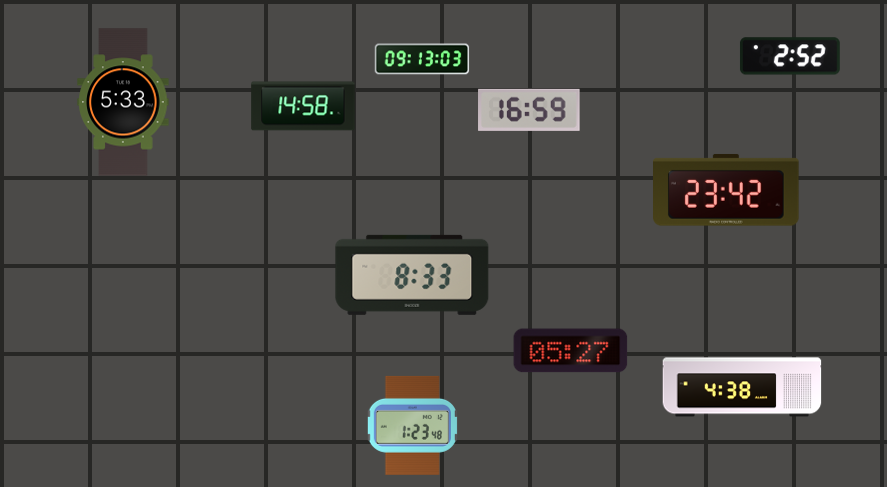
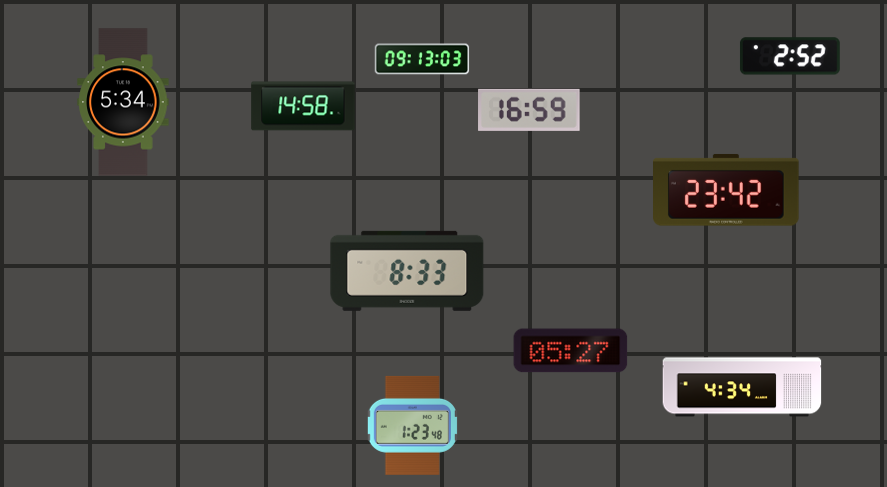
clock at (123, 102): 5:33 -> 5:34
clock at (412, 275) position: (412, 275) -> (407, 271)
clock at (742, 387): 4:38 -> 4:34
